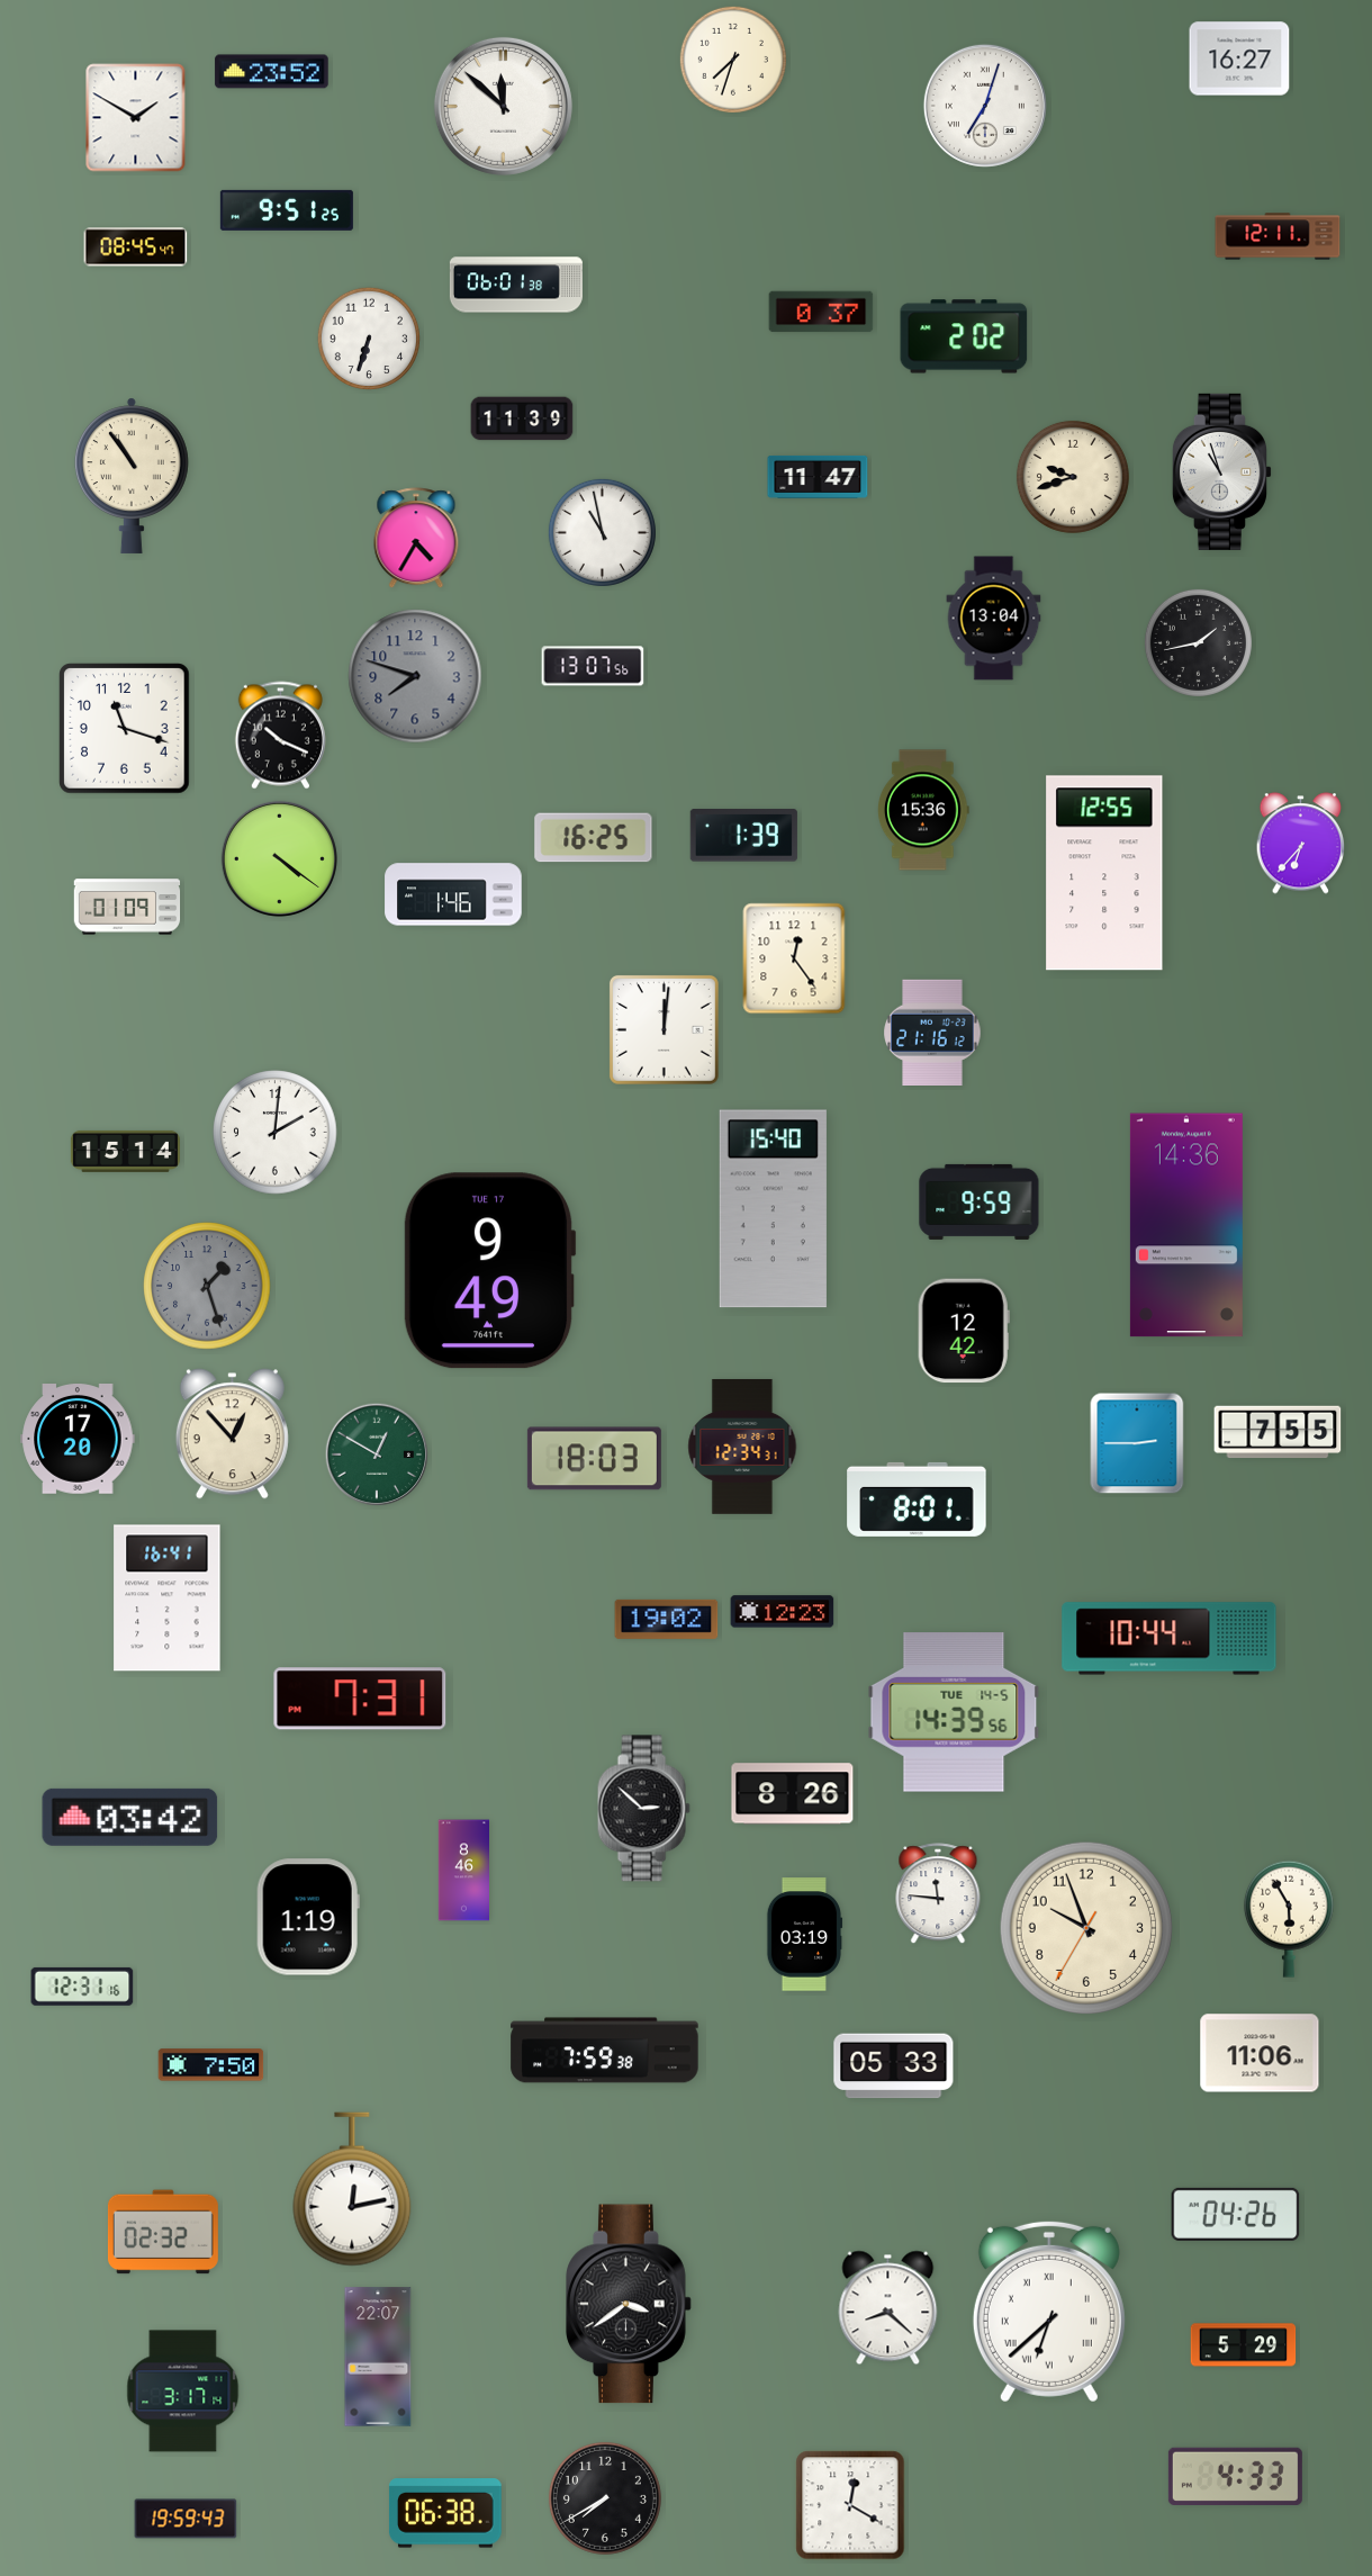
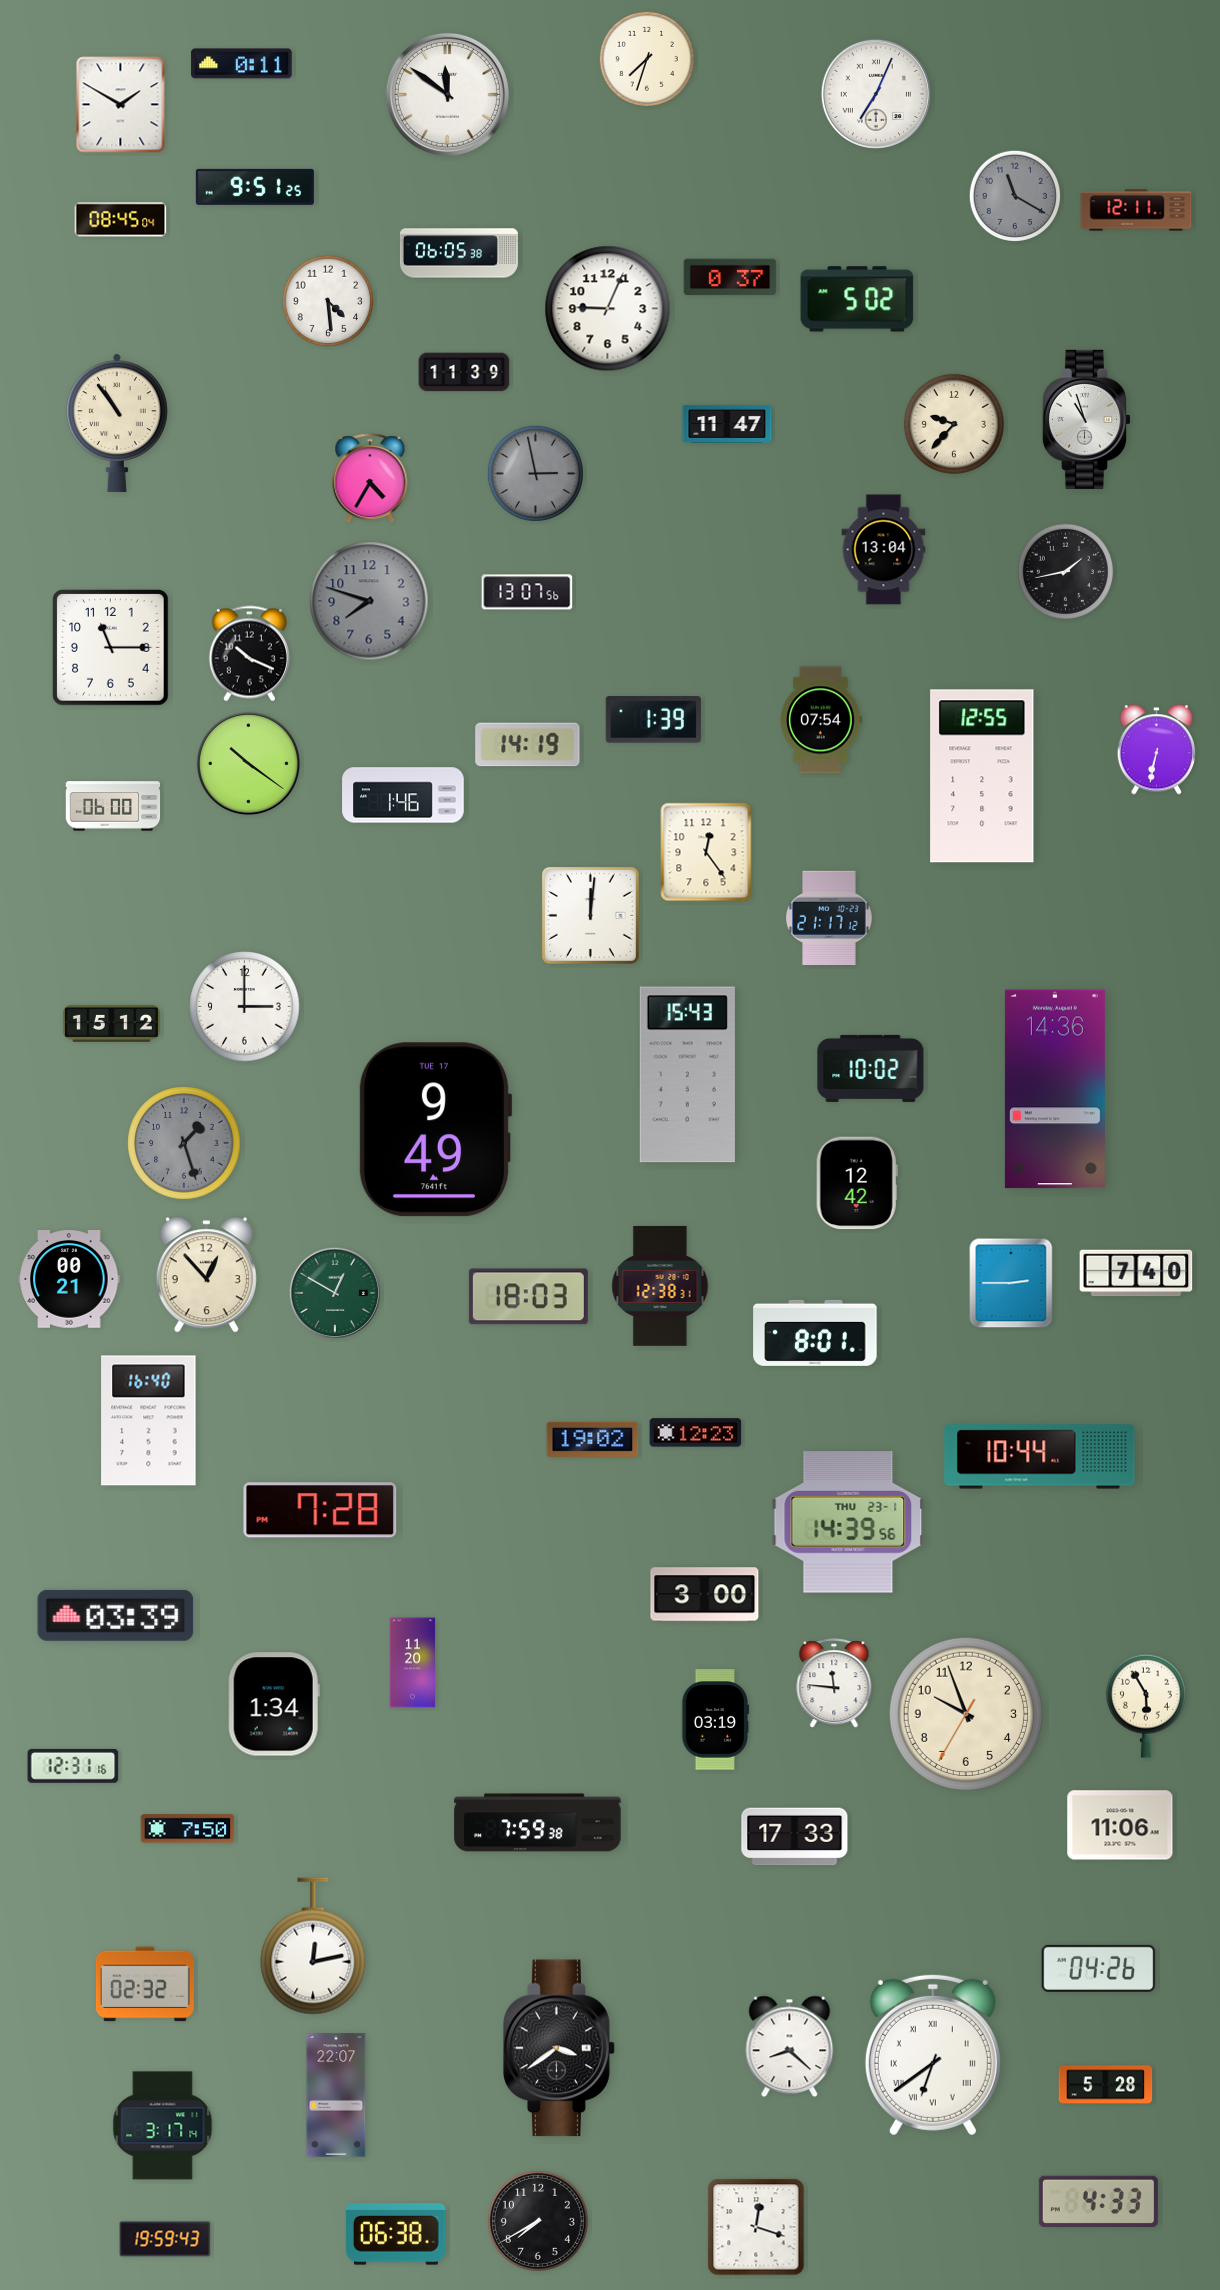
clock at (1239, 58): 16:27 -> none
clock at (733, 60) position: (733, 60) -> (647, 59)
clock at (272, 72): 23:52 -> 0:11
clock at (503, 106): 11:52 -> 11:51
clock at (985, 106): 7:03 -> 7:04
clock at (1015, 196): none -> 11:20
clock at (136, 247): 08:45:47 -> 08:45:04
clock at (516, 285): 06:01 -> 06:05
clock at (964, 336): 2:02 -> 5:02
clock at (369, 339): 6:33 -> 4:29
clock at (608, 309): none -> 9:04
clock at (1073, 477): 9:42 -> 9:37
clock at (602, 532): 10:58 -> 2:58
clock at (602, 532) dial: white -> grey
clock at (125, 729): 11:18 -> 11:15
clock at (924, 810): 15:36 -> 07:54
clock at (743, 836) position: (743, 836) -> (653, 720)
clock at (594, 838): 16:25 -> 14:19
clock at (1301, 844): 6:37 -> 6:32
clock at (279, 858): 4:21 -> 10:21
clock at (127, 907): 01:09 -> 06:00
clock at (932, 1032): 21:16 -> 21:17
clock at (276, 1133): 2:01 -> 3:00
clock at (125, 1151): 15:14 -> 15:12
clock at (980, 1201): 9:59 -> 10:02
clock at (773, 1209): 15:40 -> 15:43
clock at (1278, 1432): 7:55 -> 7:40
clock at (78, 1440): 17:20 -> 00:21
clock at (742, 1447): 12:34 -> 12:38
clock at (168, 1598): 16:41 -> 16:40
clock at (360, 1699): 7:31 -> 7:28
clock at (954, 1712) date: TUE 14-5 -> THU 23-1
clock at (793, 1794): 8:26 -> 3:00
clock at (643, 1809): 2:52 -> none
clock at (130, 1817): 03:42 -> 03:39
clock at (463, 1871): 8:46 -> 11:20
clock at (308, 1917): 1:19 -> 1:34
clock at (211, 2065) position: (211, 2065) -> (188, 1829)
clock at (894, 2066): 05:33 -> 17:33
clock at (888, 2308) position: (888, 2308) -> (790, 2047)
clock at (1049, 2312): 6:38 -> 6:39
clock at (1244, 2345): 5:29 -> 5:28
clock at (850, 2505): 12:20 -> 12:18
